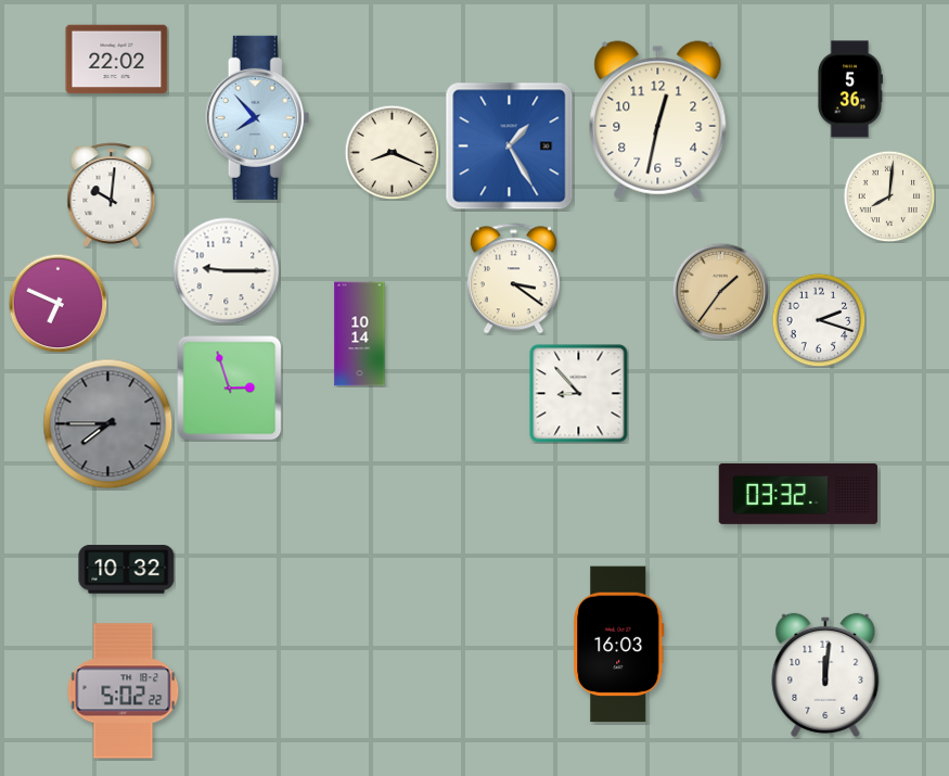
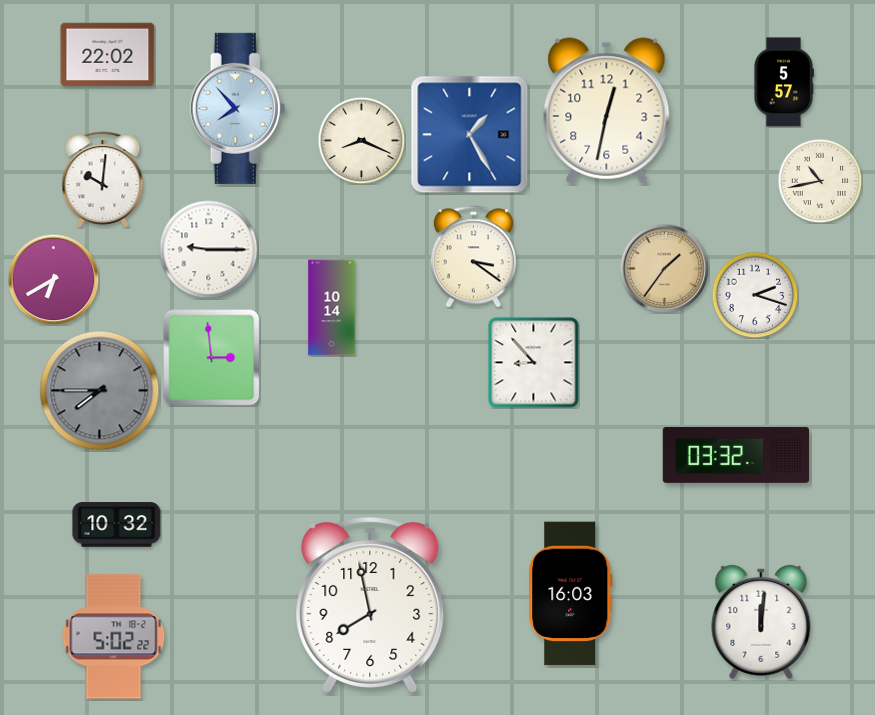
clock at (849, 89): 5:36 -> 5:57
clock at (889, 196): 8:01 -> 10:43
clock at (57, 303): 6:49 -> 6:40
clock at (230, 389): 2:57 -> 2:59
clock at (370, 605): none -> 7:58
